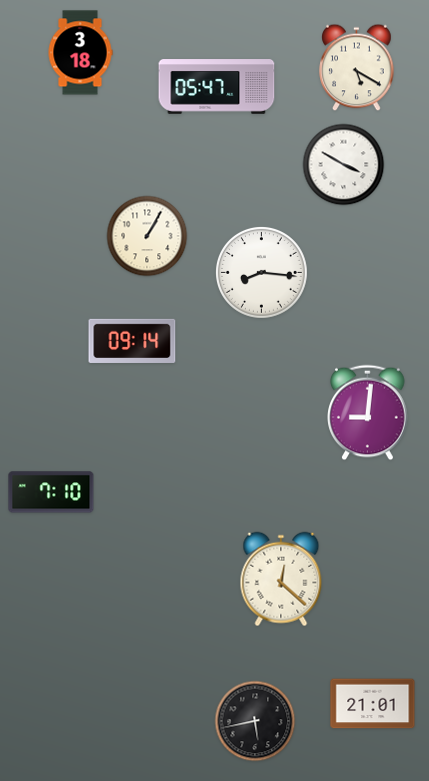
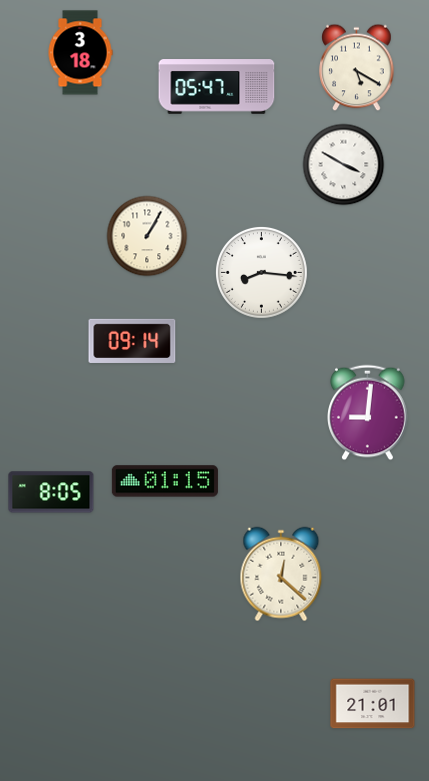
clock at (165, 481): none -> 01:15
clock at (51, 492): 7:10 -> 8:05
clock at (281, 579) position: (281, 579) -> (281, 574)
clock at (255, 721): 5:43 -> none
